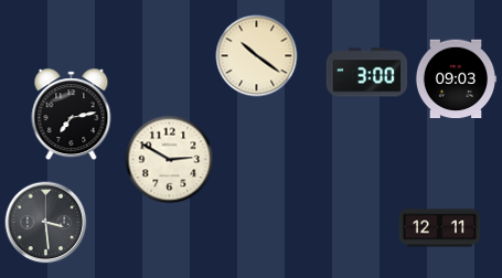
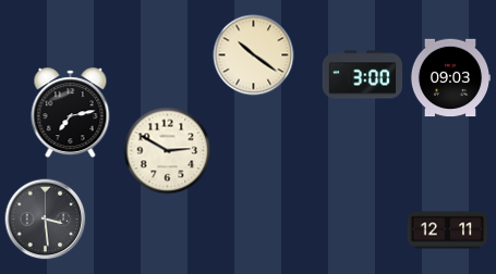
clock at (367, 73) position: (367, 73) -> (363, 75)
clock at (170, 160) position: (170, 160) -> (168, 151)
clock at (440, 228) position: (440, 228) -> (448, 231)
